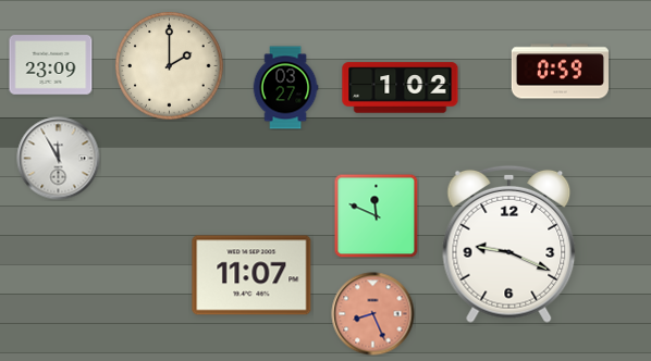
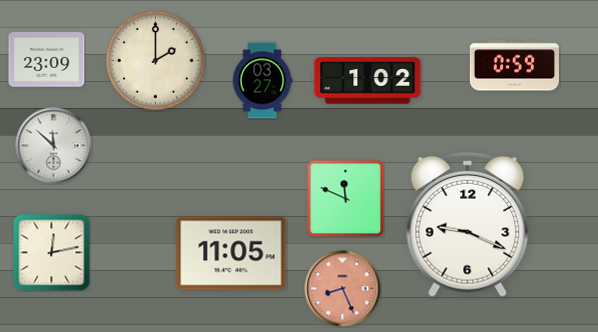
clock at (59, 159): 11:55 -> 11:52
clock at (52, 253): none -> 12:13
clock at (251, 275): 11:07 -> 11:05
